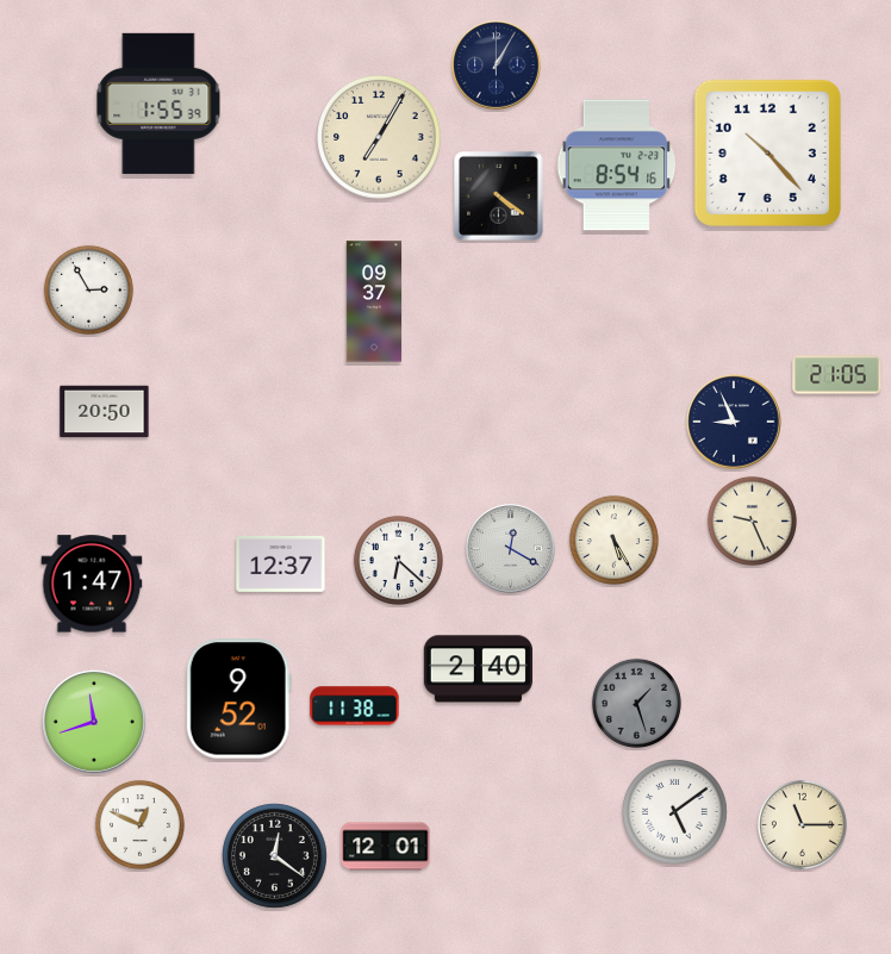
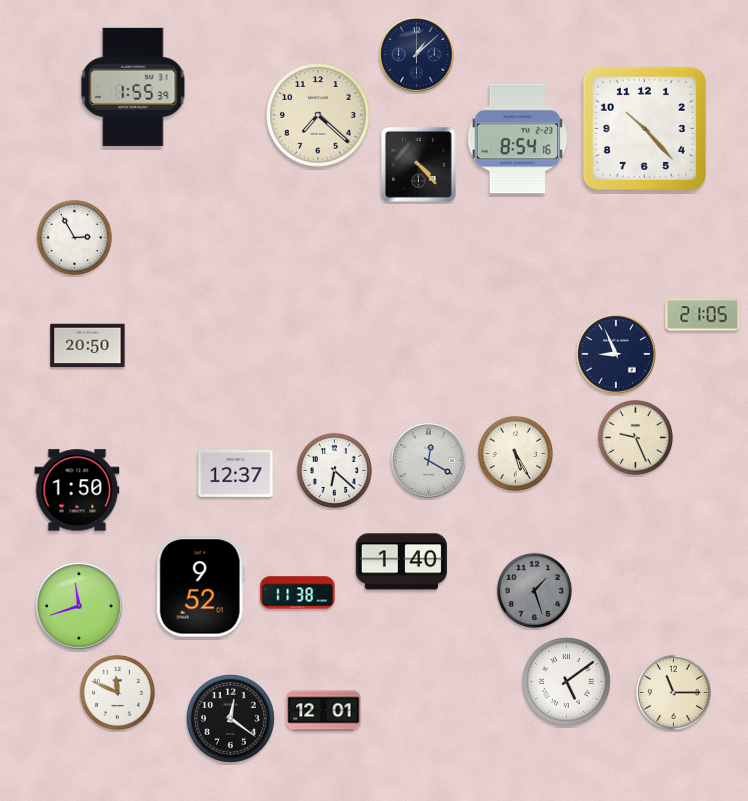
clock at (497, 66): 1:05 -> 1:08
clock at (379, 137): 7:05 -> 7:22
clock at (499, 197): 4:21 -> 4:23
clock at (88, 289) position: (88, 289) -> (74, 237)
clock at (374, 301): 09:37 -> none
clock at (752, 520) position: (752, 520) -> (635, 437)
clock at (92, 584): 1:47 -> 1:50
clock at (478, 669): 2:40 -> 1:40
clock at (139, 824): 12:49 -> 11:49
